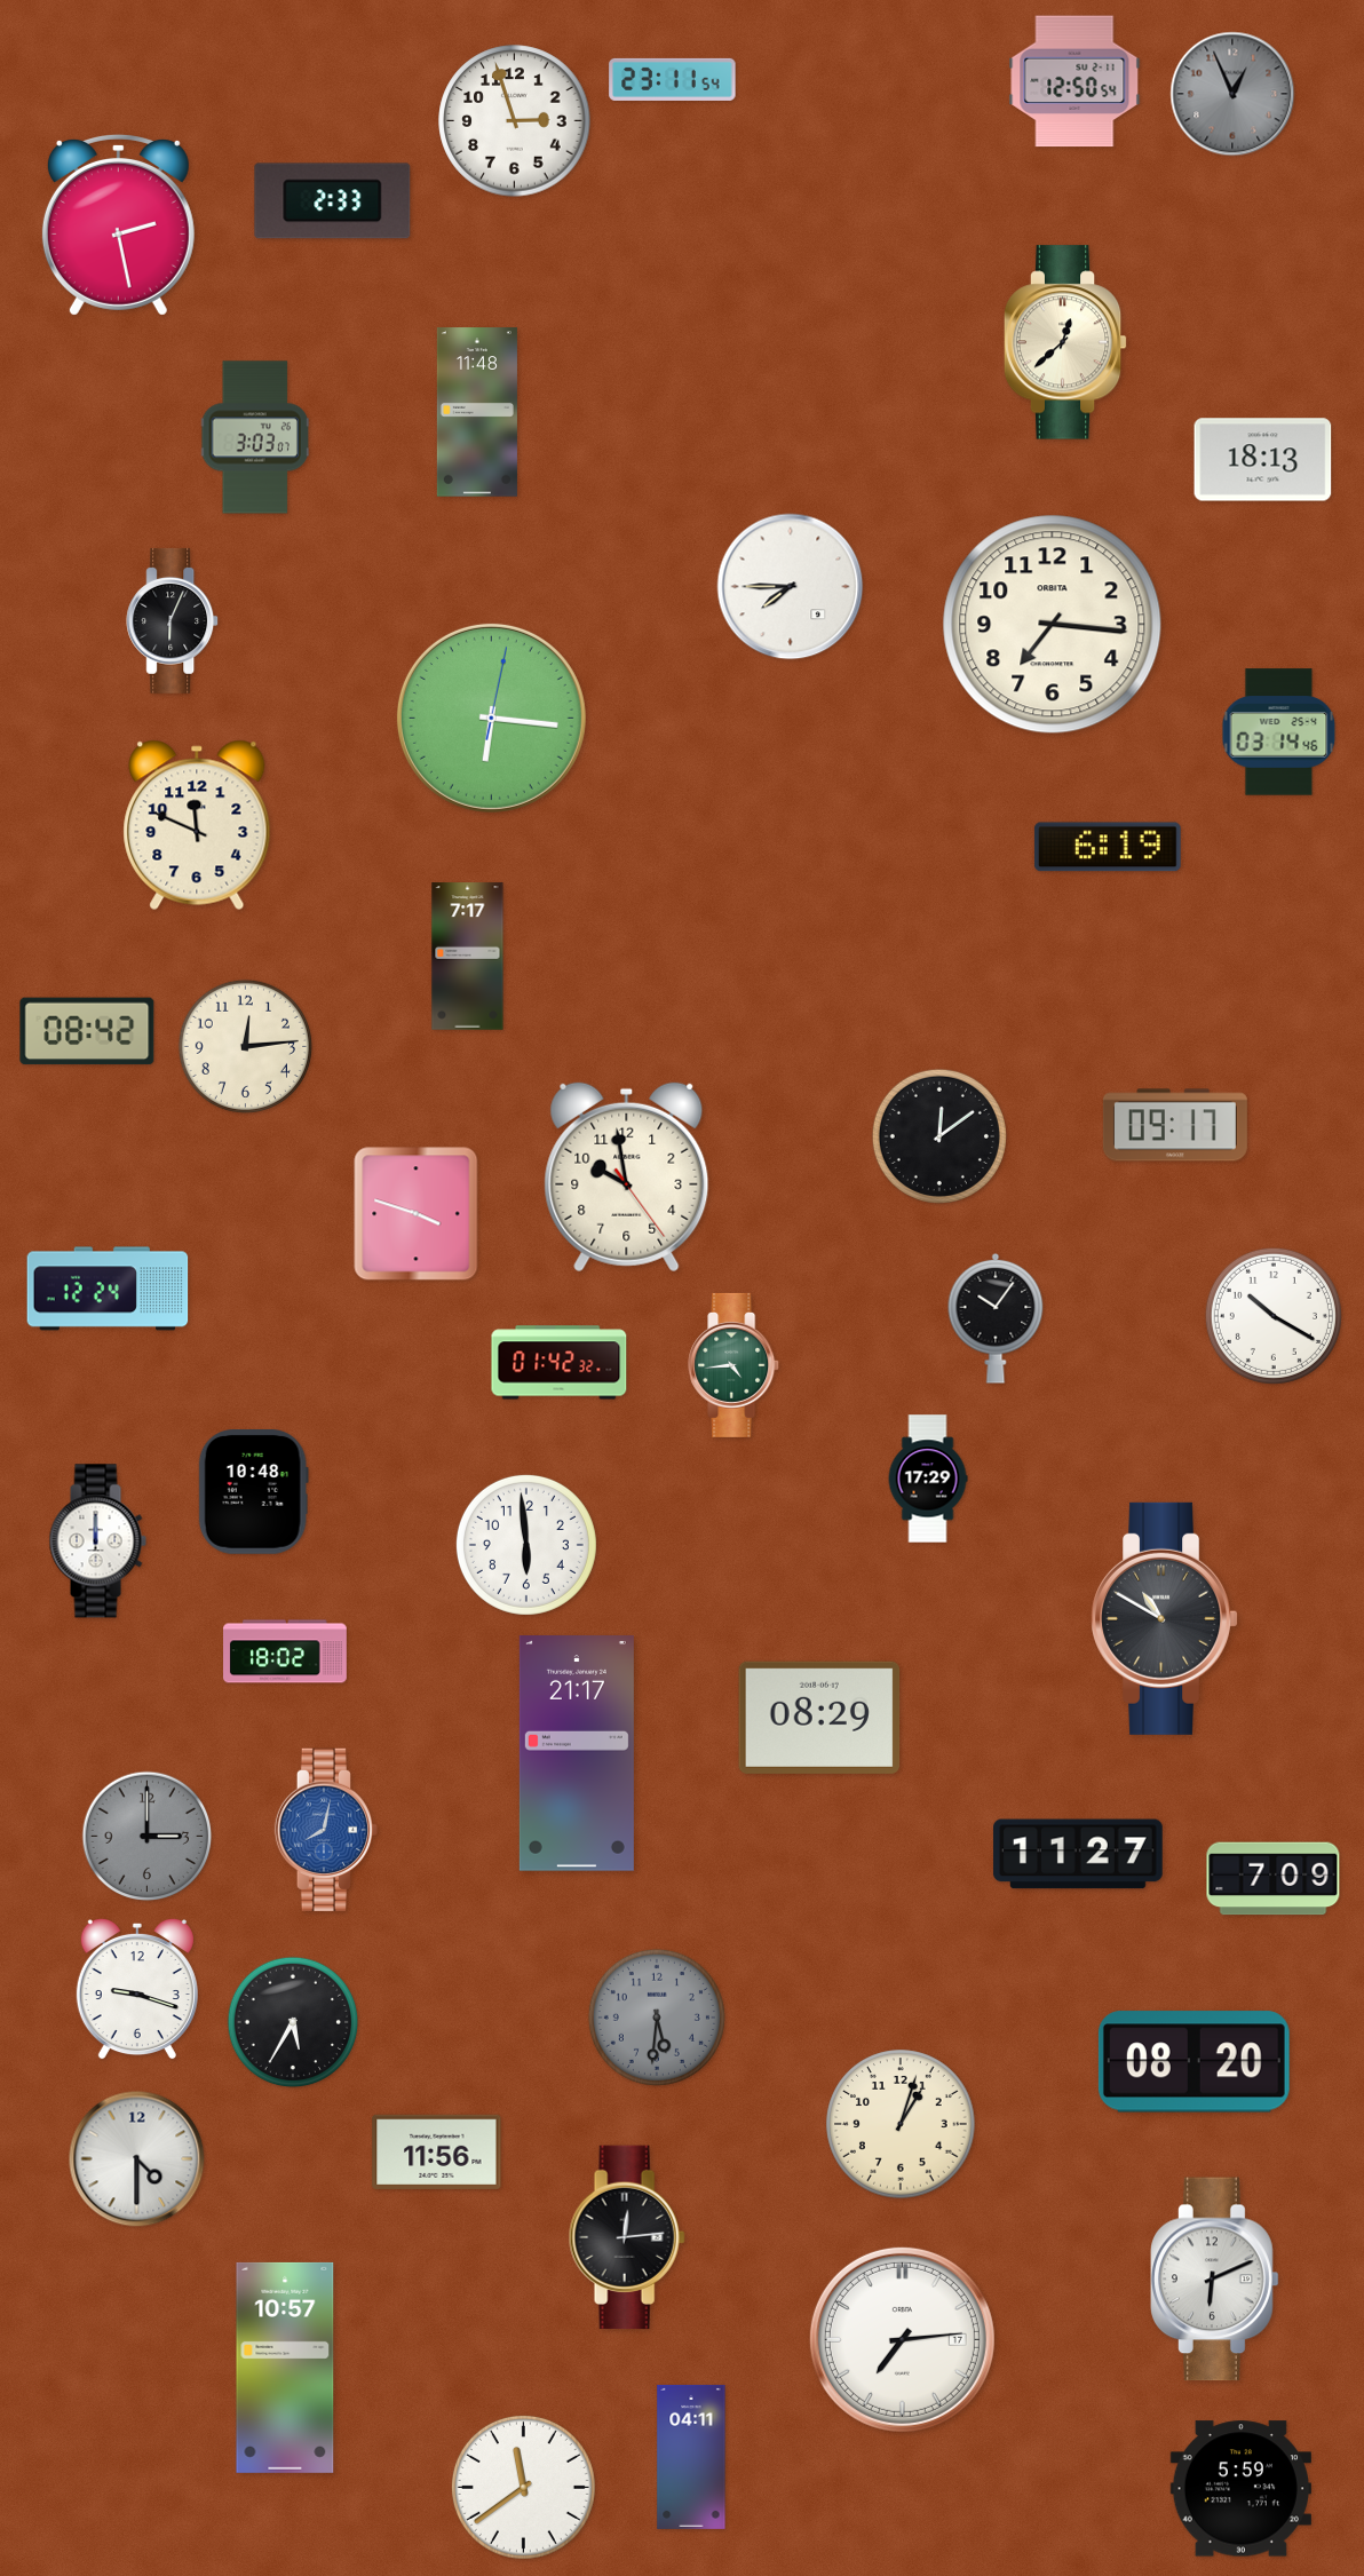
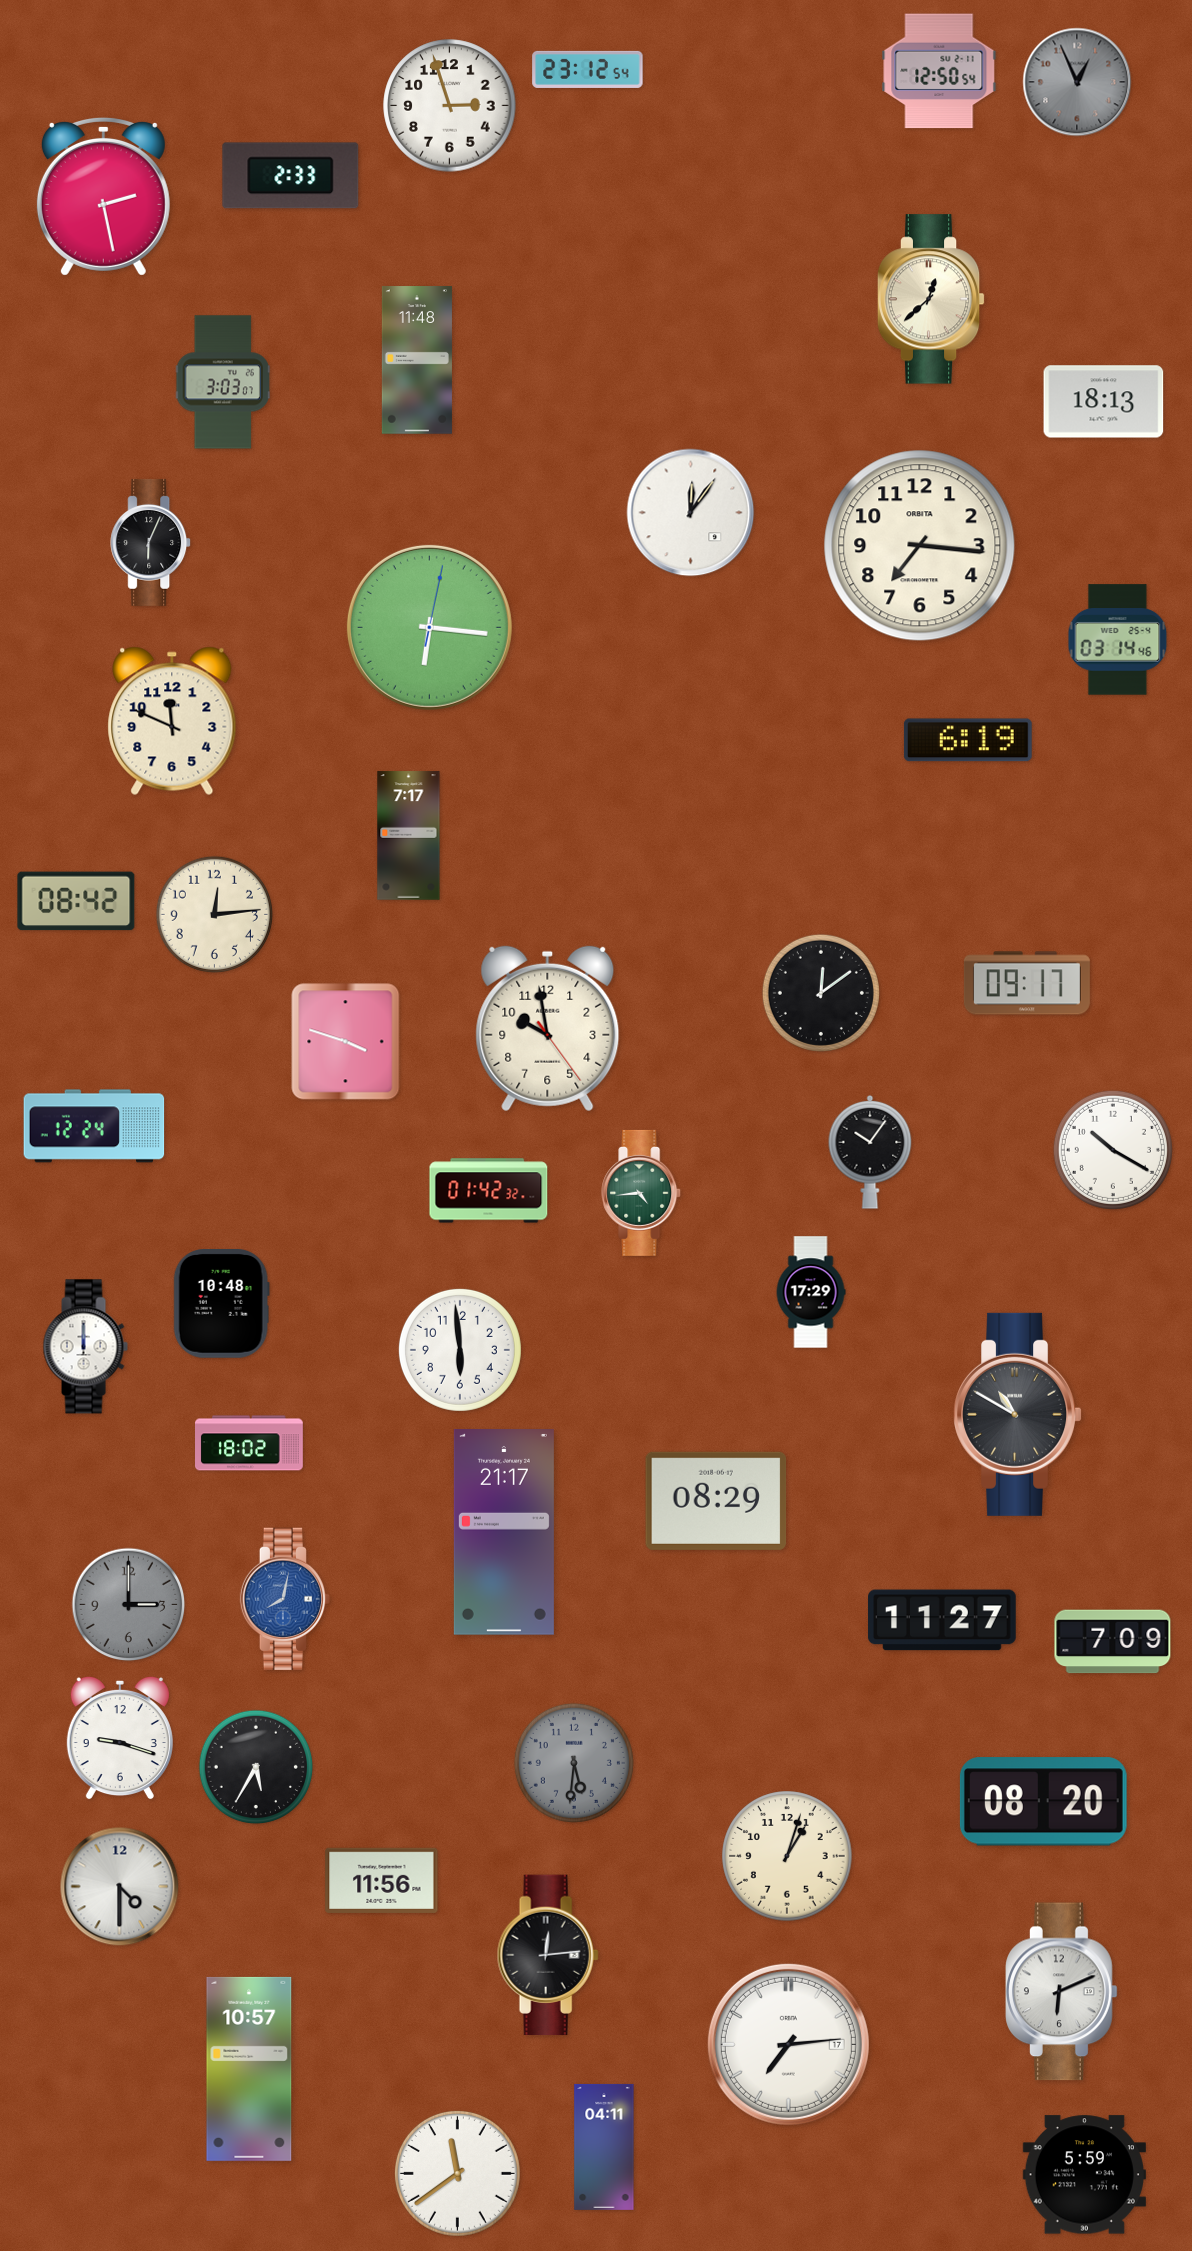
clock at (673, 79): 23:11 -> 23:12
clock at (791, 587): 7:45 -> 12:06
clock at (417, 1214) position: (417, 1214) -> (346, 1042)
